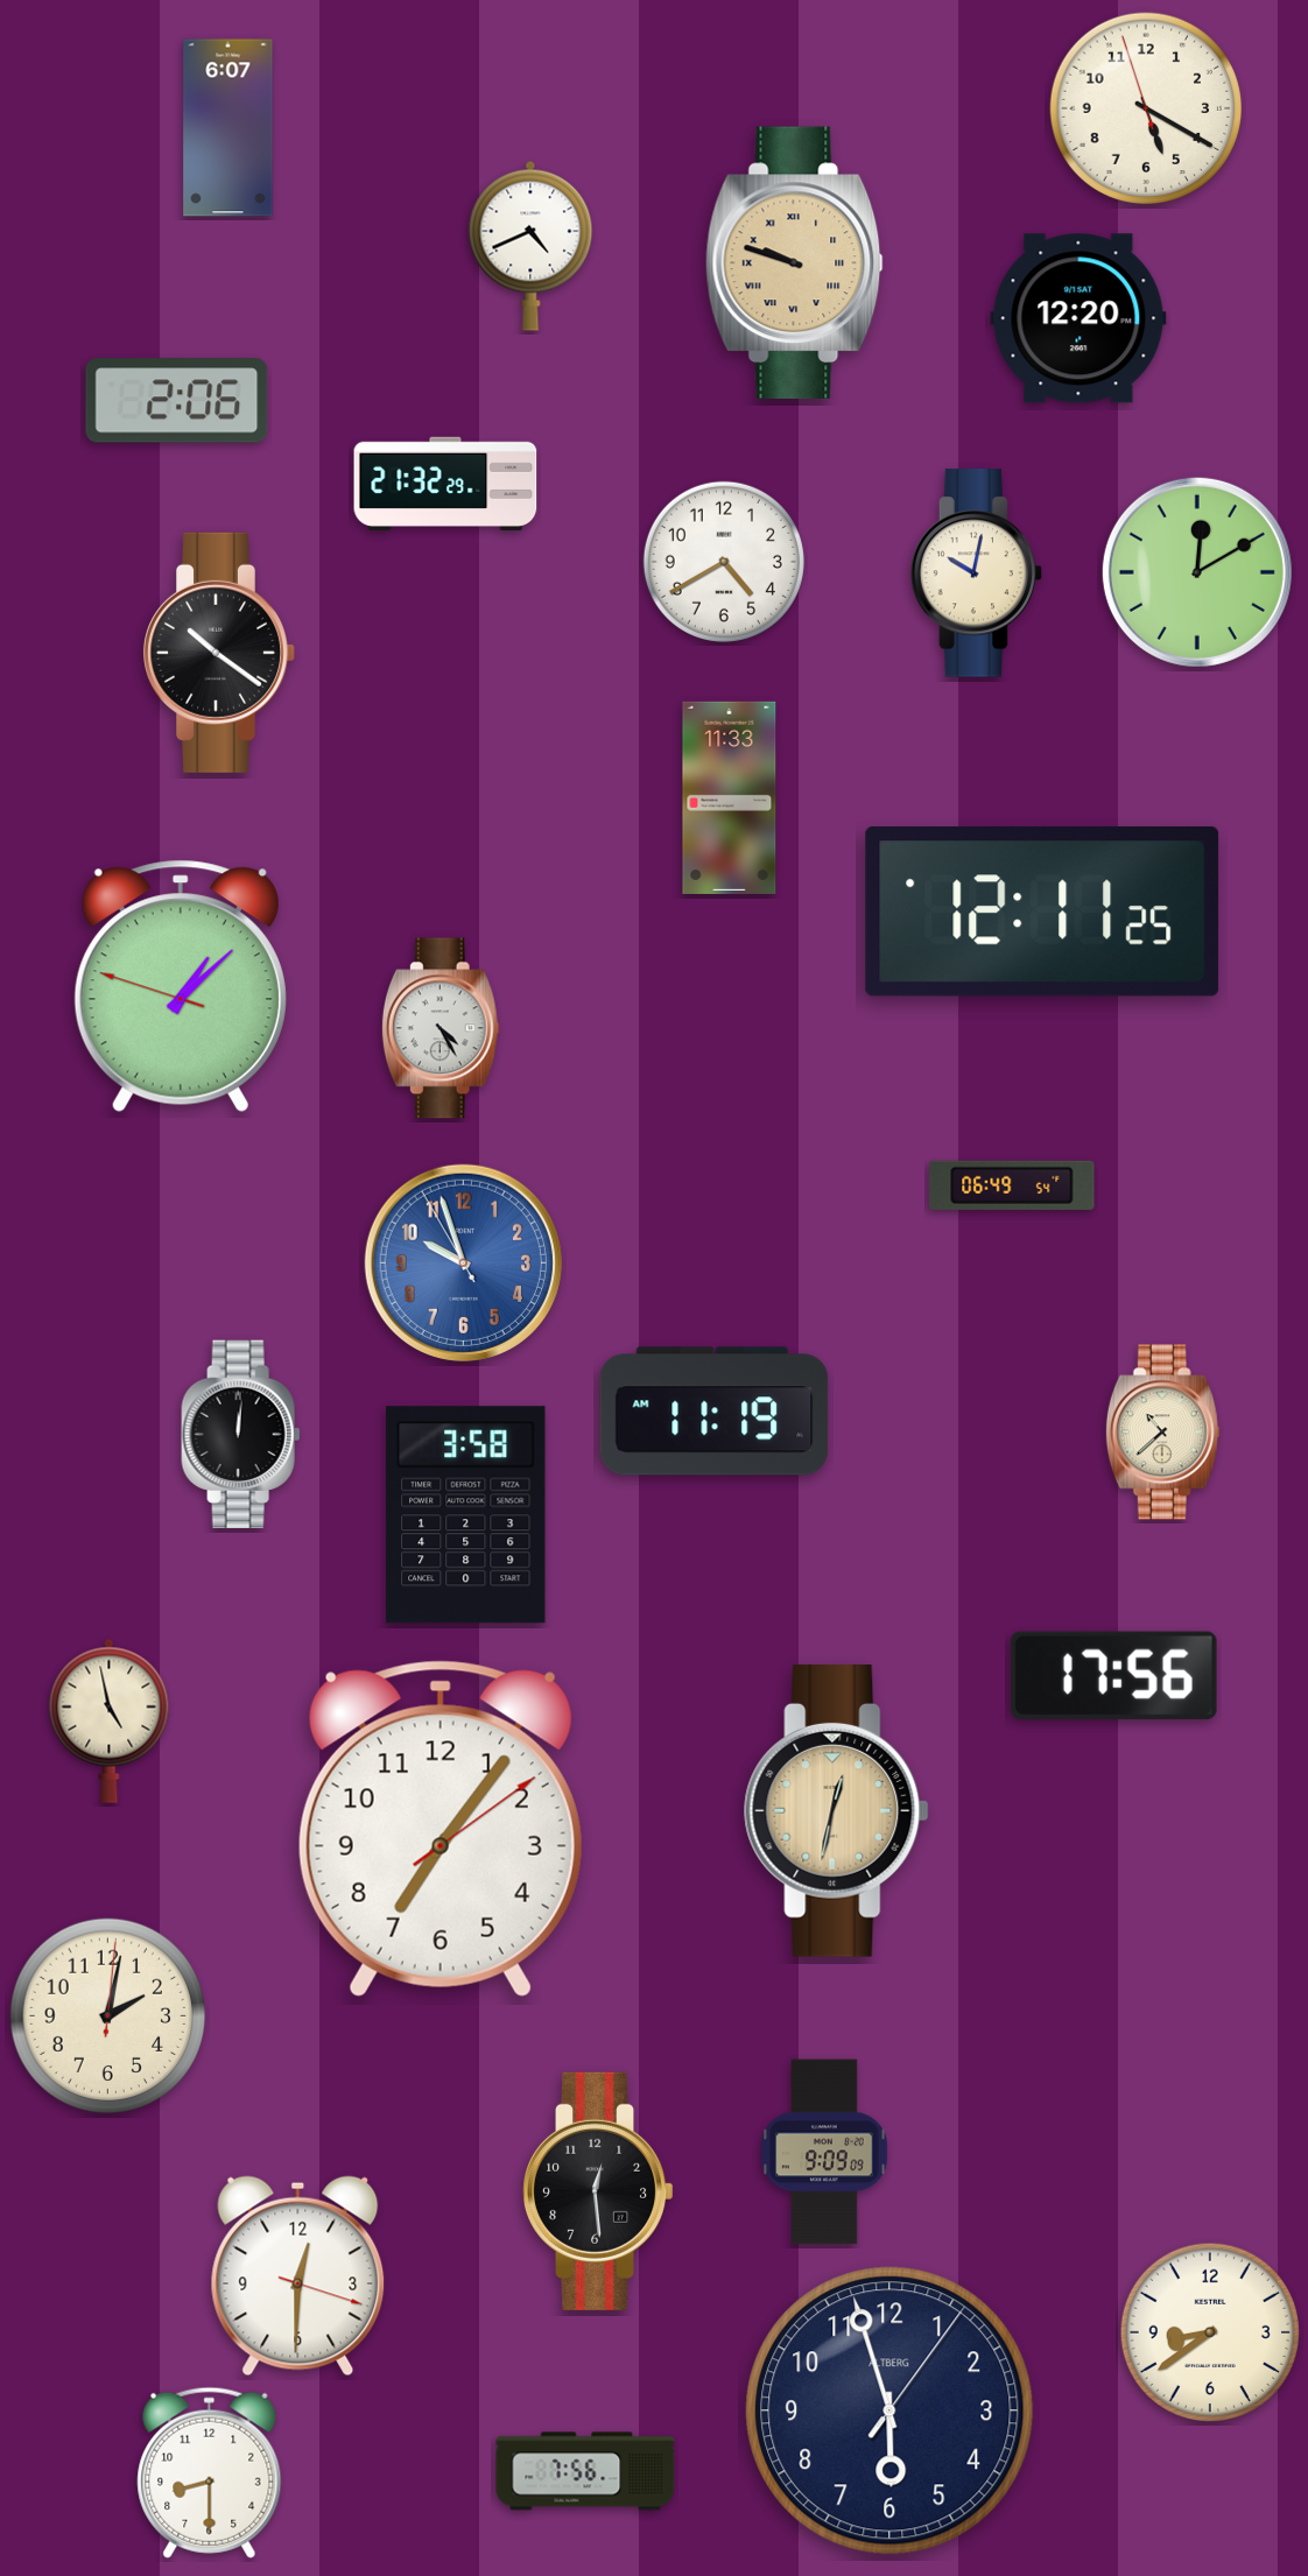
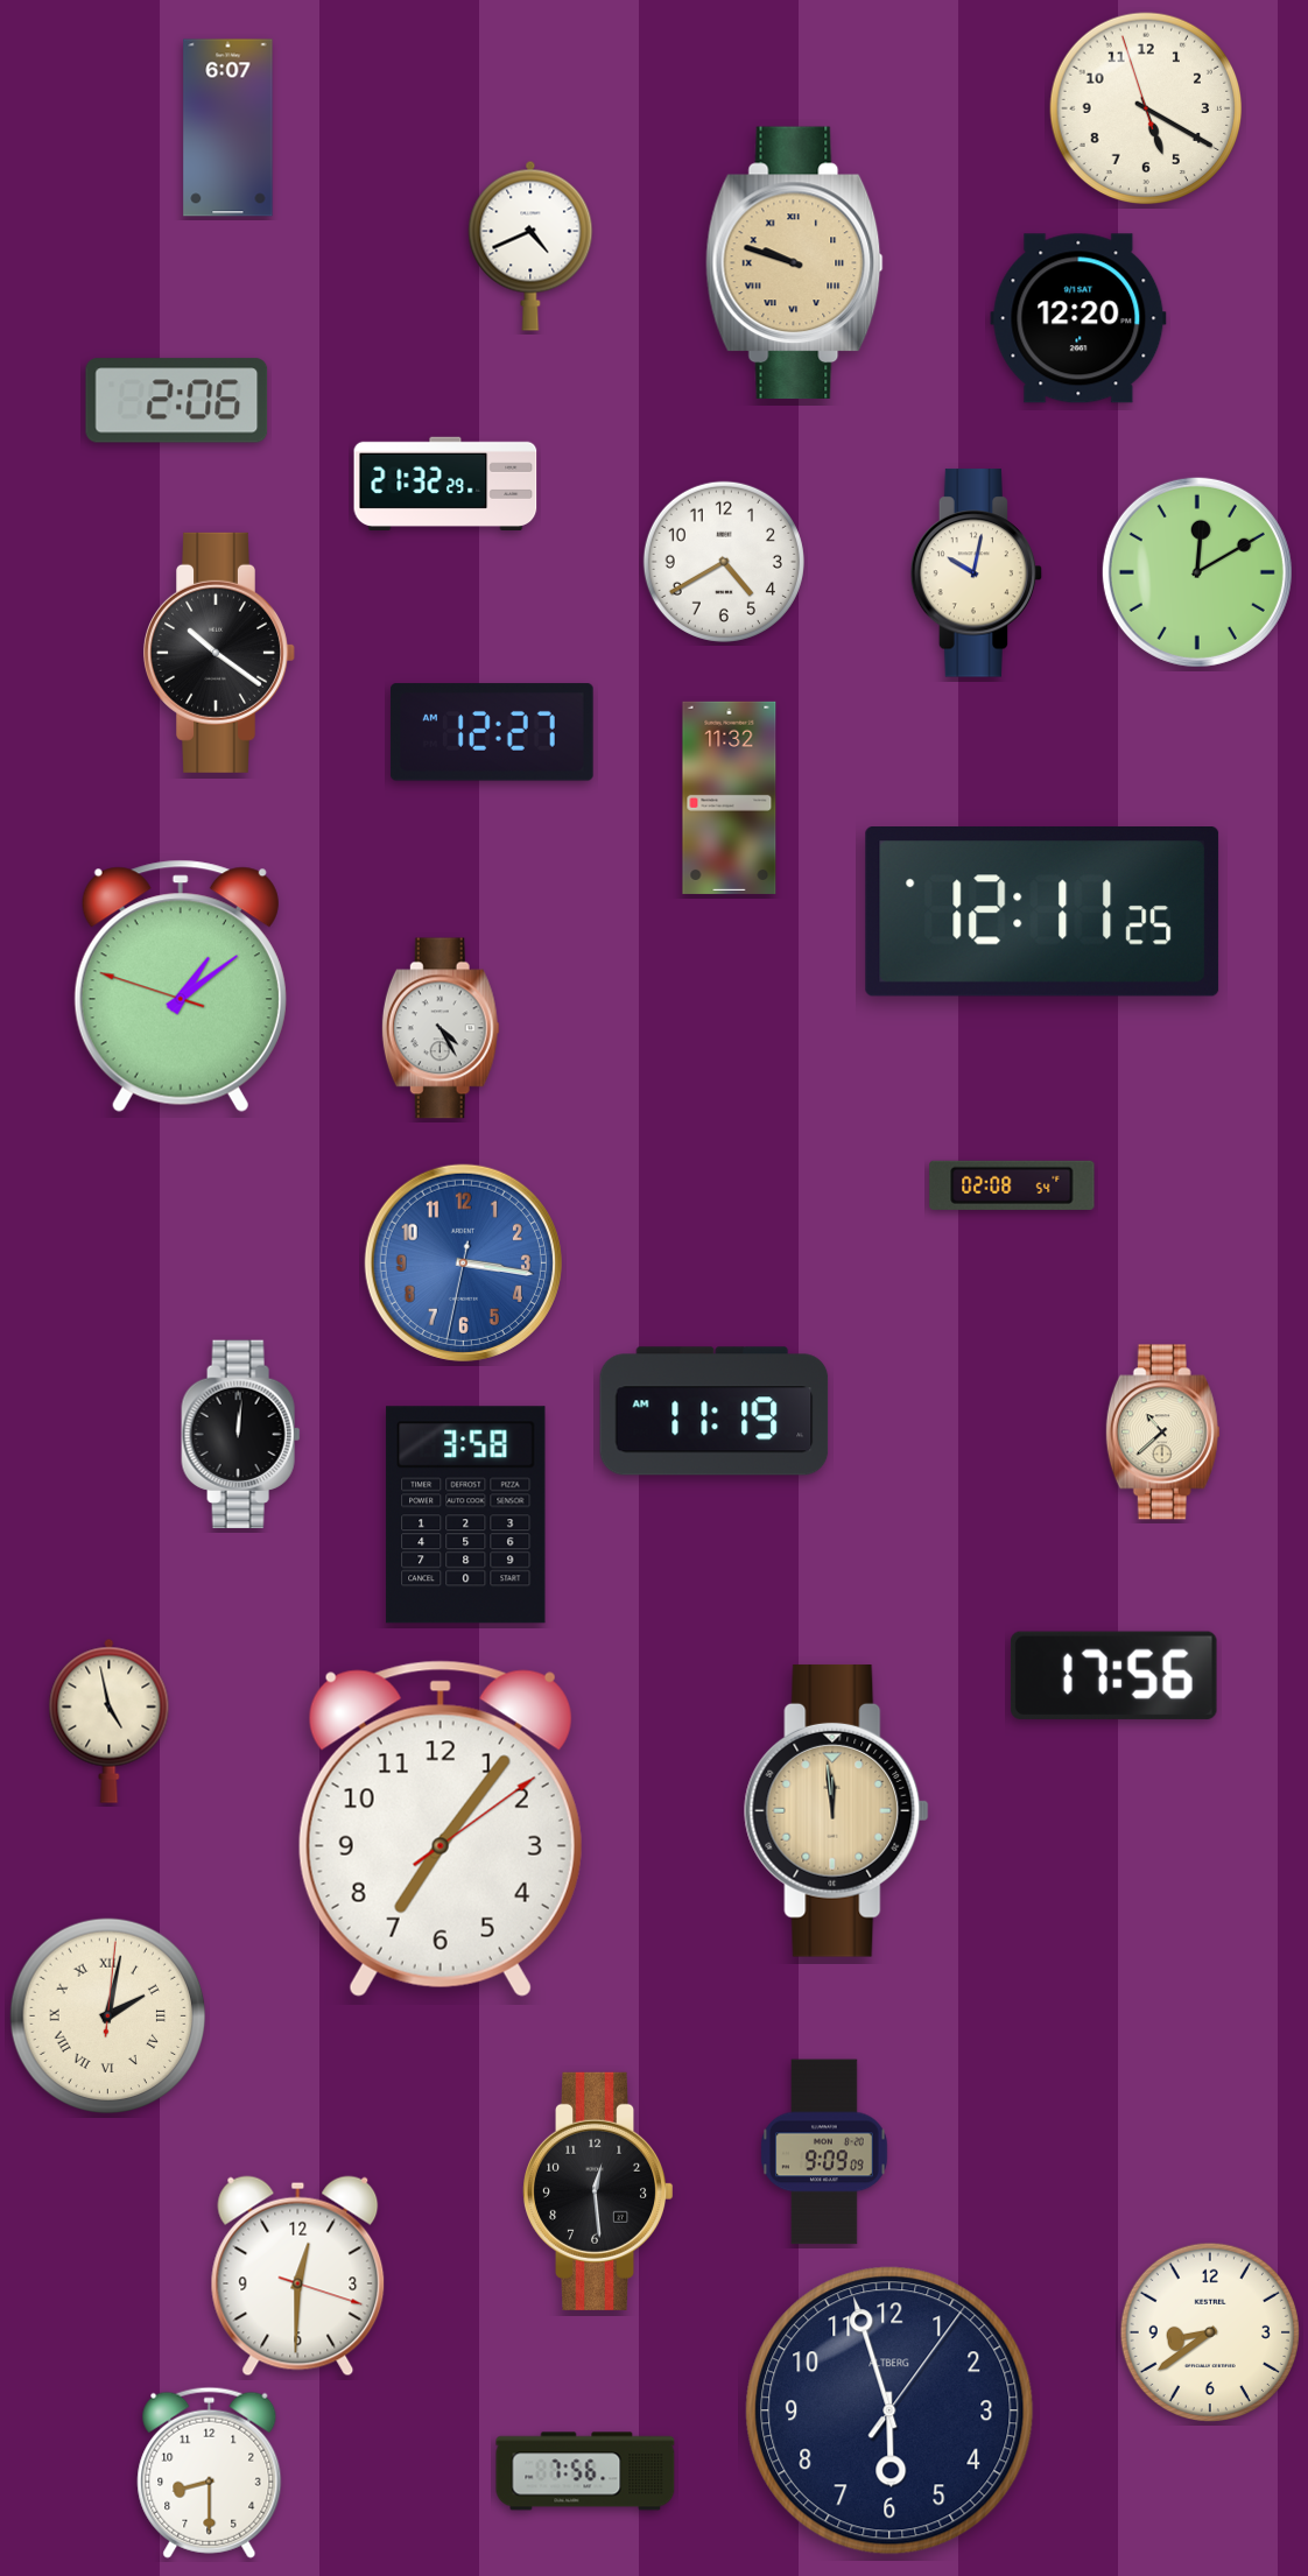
clock at (492, 732): none -> 12:27
clock at (730, 797): 11:33 -> 11:32
clock at (181, 986): 1:07 -> 1:08
clock at (1012, 1185): 06:49 -> 02:08
clock at (463, 1262): 9:56 -> 3:16
clock at (837, 1810): 12:32 -> 11:59
clock at (108, 2017) numerals: Arabic -> Roman
